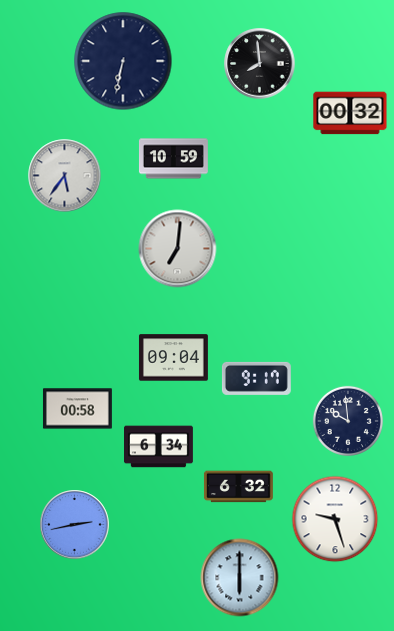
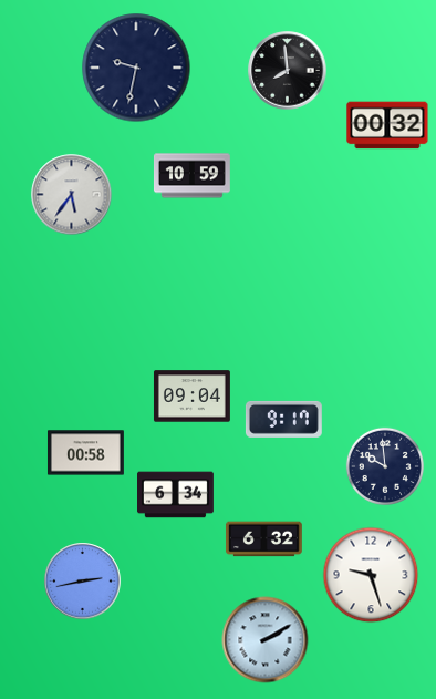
clock at (123, 61): 6:32 -> 9:32
clock at (178, 249): 7:01 -> none
clock at (240, 578): 6:00 -> 2:10
